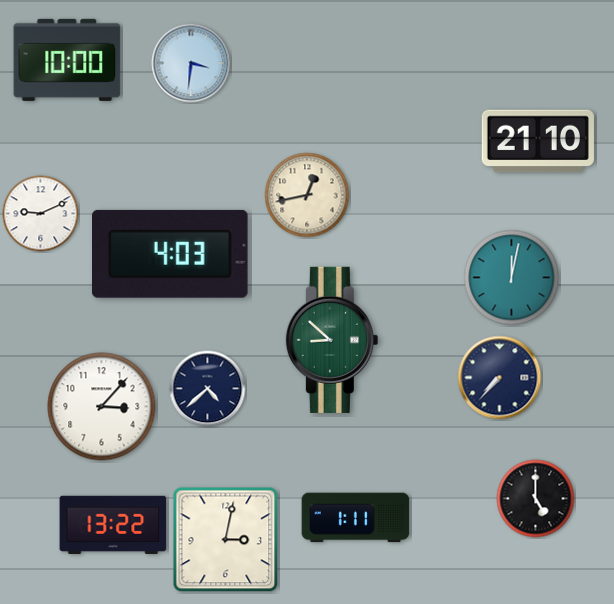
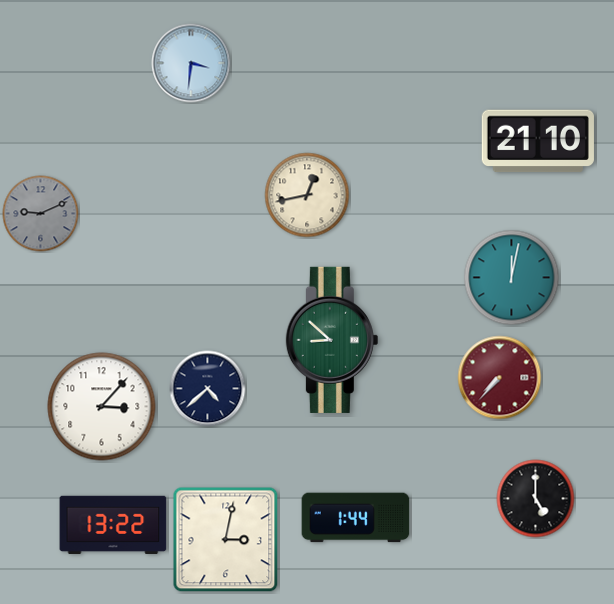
clock at (67, 60): 10:00 -> none
clock at (41, 214) dial: white -> grey
clock at (171, 254): 4:03 -> none
clock at (500, 378) dial: navy -> burgundy
clock at (356, 518): 1:11 -> 1:44
